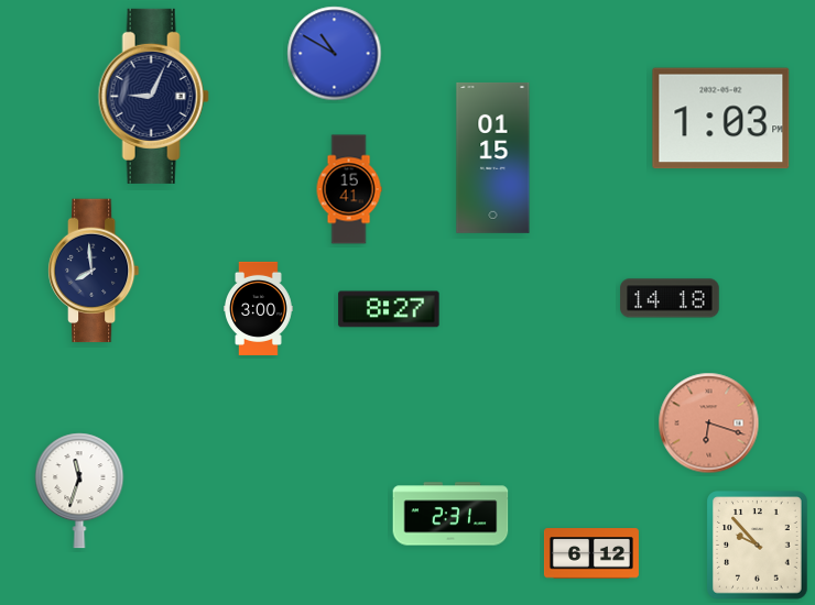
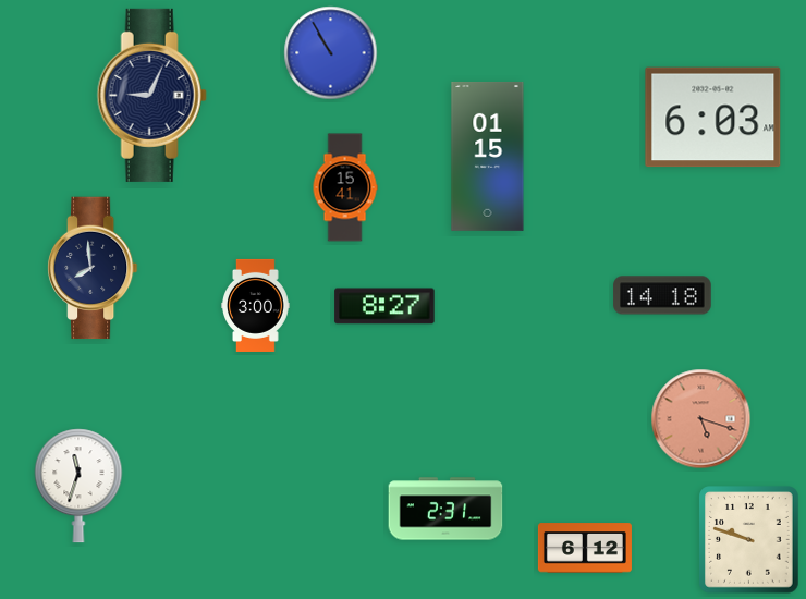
clock at (335, 54): 10:50 -> 10:55
clock at (721, 119): 1:03 -> 6:03
clock at (709, 424): 6:18 -> 5:18
clock at (758, 546): 9:53 -> 9:48
